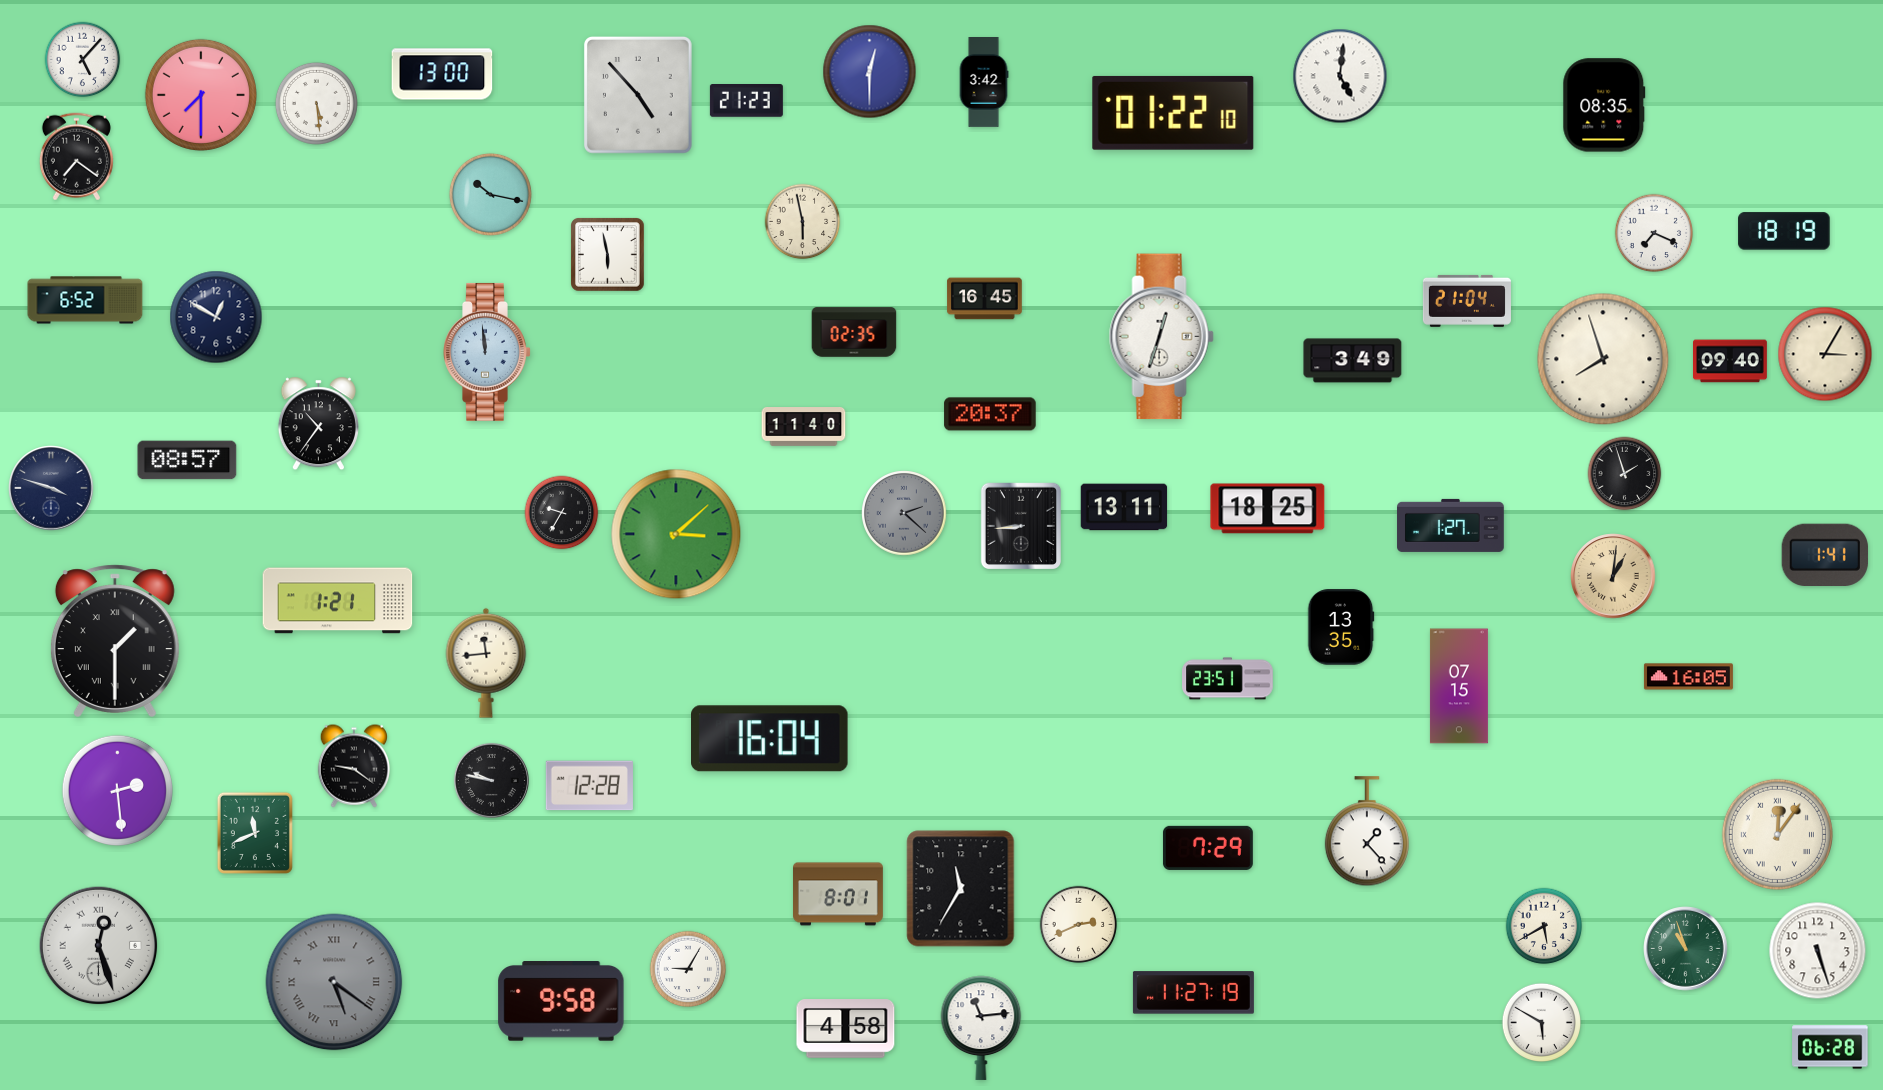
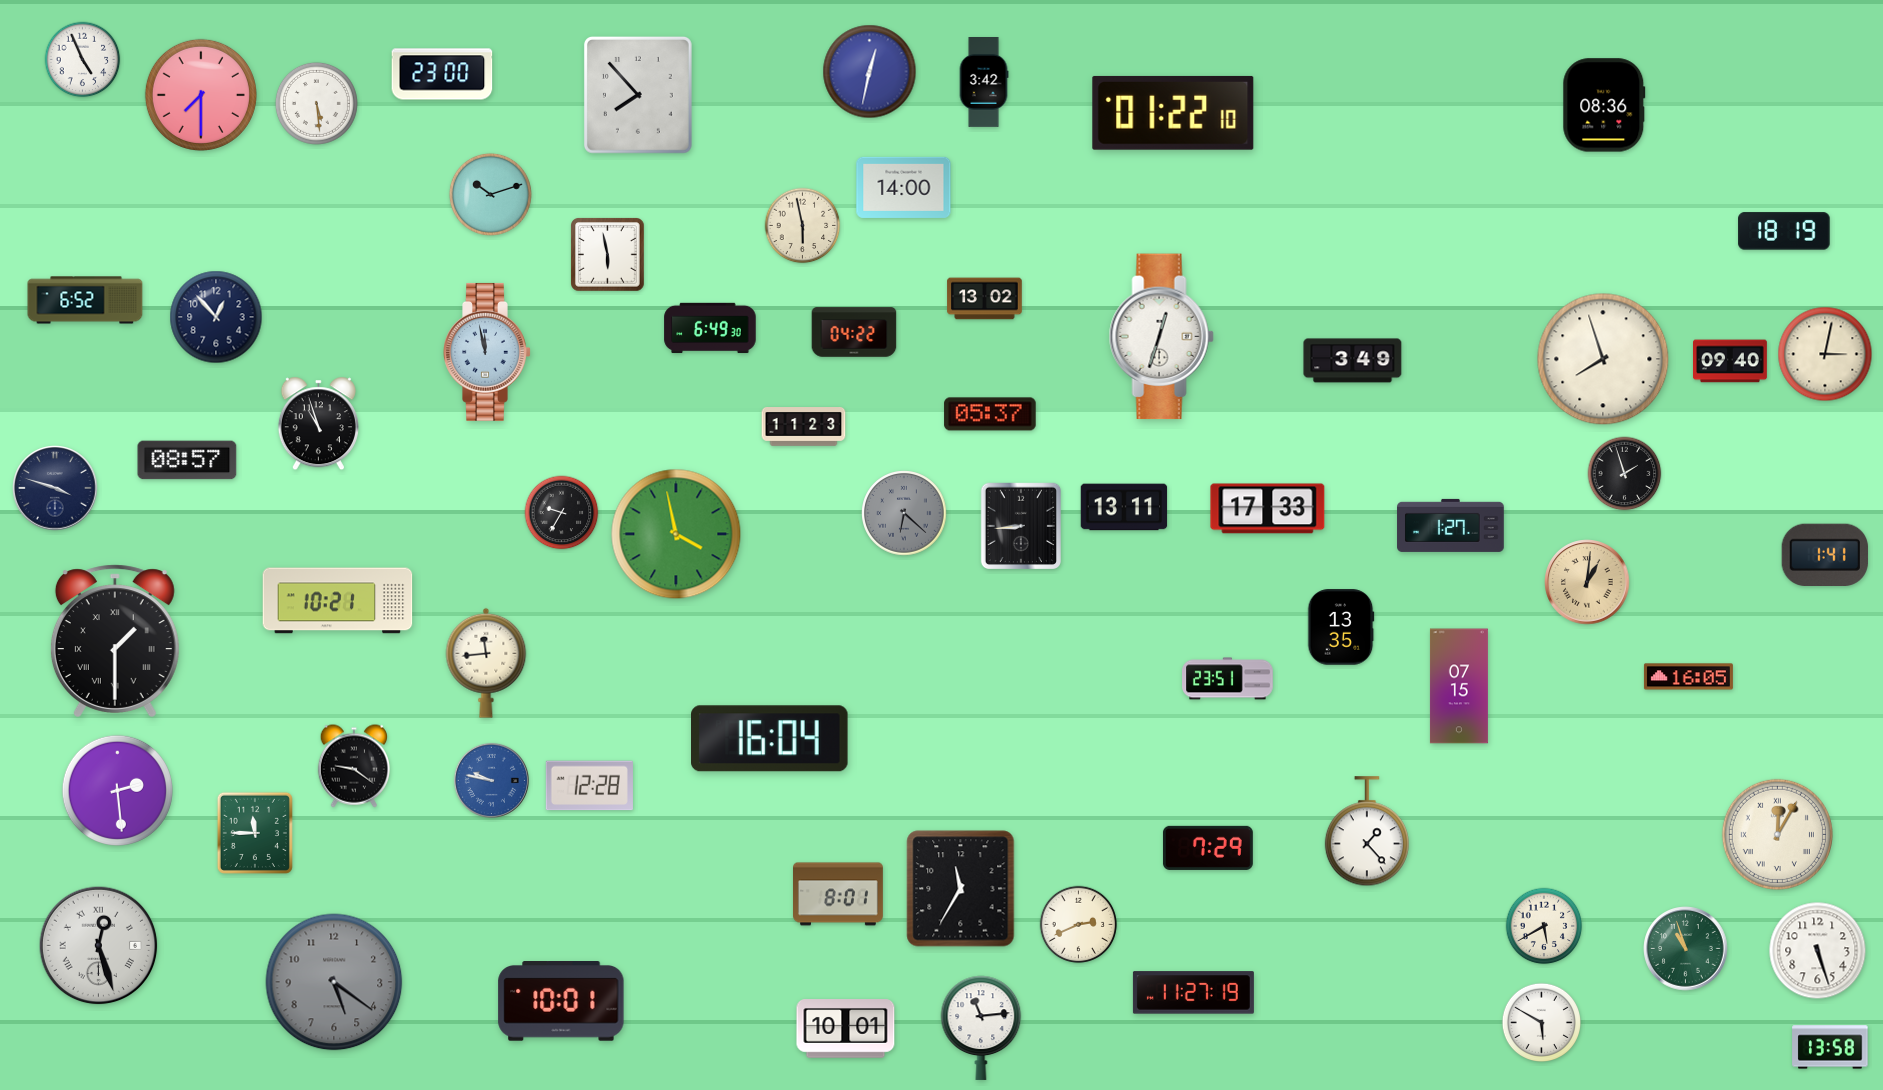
clock at (83, 60): 5:07 -> 4:56
clock at (870, 72): 12:30 -> 12:32
clock at (442, 74): 13:00 -> 23:00
clock at (1340, 76): 5:01 -> none
clock at (638, 95): 4:53 -> 7:53
clock at (746, 101): 21:23 -> none
clock at (1604, 105): 08:35 -> 08:36
clock at (76, 157): 7:21 -> none
clock at (904, 187): none -> 14:00
clock at (490, 194): 10:17 -> 10:12
clock at (803, 222) position: (803, 222) -> (803, 226)
clock at (1654, 233): 7:19 -> none
clock at (985, 299): 16:45 -> 13:02
clock at (1467, 301): 21:04 -> none
clock at (216, 317): 12:50 -> 12:53
clock at (710, 328): none -> 6:49
clock at (854, 332): 02:35 -> 04:22
clock at (488, 352): 11:59 -> 11:58
clock at (1825, 354): 3:05 -> 3:02
clock at (990, 414): 20:37 -> 05:37
clock at (318, 424): 10:36 -> 10:57
clock at (804, 427): 11:40 -> 11:23
clock at (51, 488) position: (51, 488) -> (55, 488)
clock at (1268, 509): 18:25 -> 17:33
clock at (904, 513): 2:22 -> 6:22
clock at (676, 534): 3:08 -> 3:58
clock at (1613, 576) position: (1613, 576) -> (1587, 582)
clock at (338, 601): 1:21 -> 10:21
clock at (491, 780) dial: black -> blue
clock at (255, 833): 11:41 -> 11:45
clock at (1777, 834): 12:06 -> 12:05
clock at (688, 969): 9:05 -> none
clock at (334, 982) numerals: Roman -> Arabic
clock at (561, 1002): 9:58 -> 10:01
clock at (846, 1029): 4:58 -> 10:01
clock at (1830, 1047): 06:28 -> 13:58
